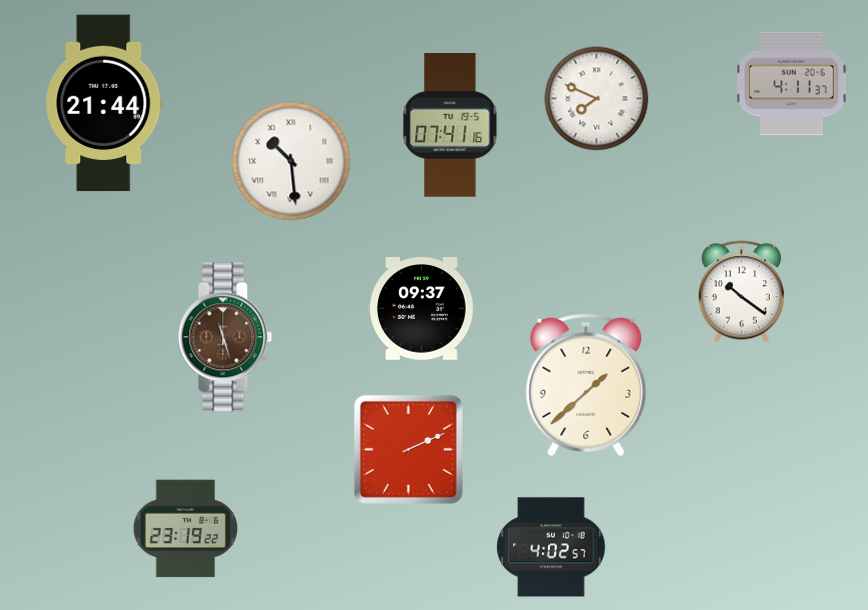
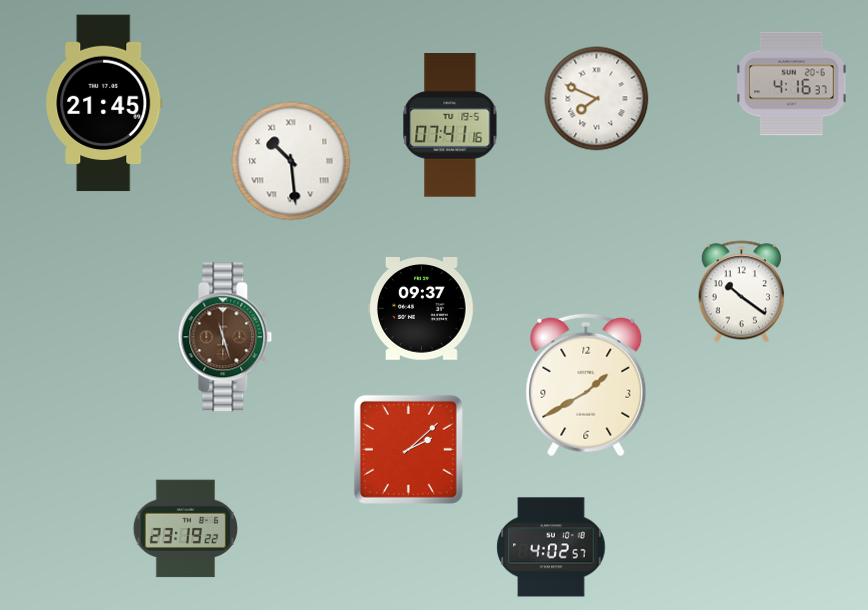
clock at (792, 84): 4:11 -> 4:16
clock at (104, 103): 21:44 -> 21:45
clock at (586, 385): 1:38 -> 1:40
clock at (408, 449): 2:11 -> 2:08
